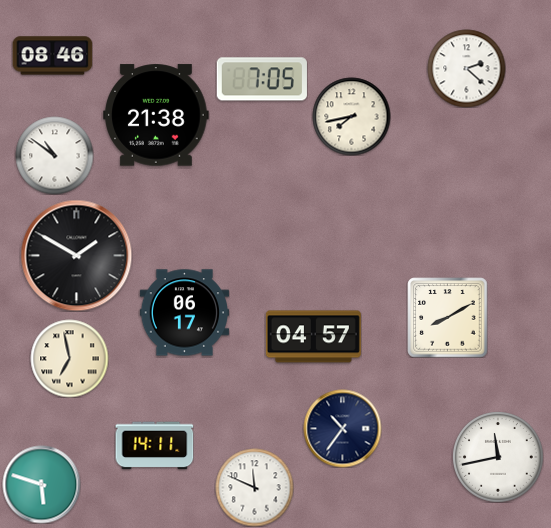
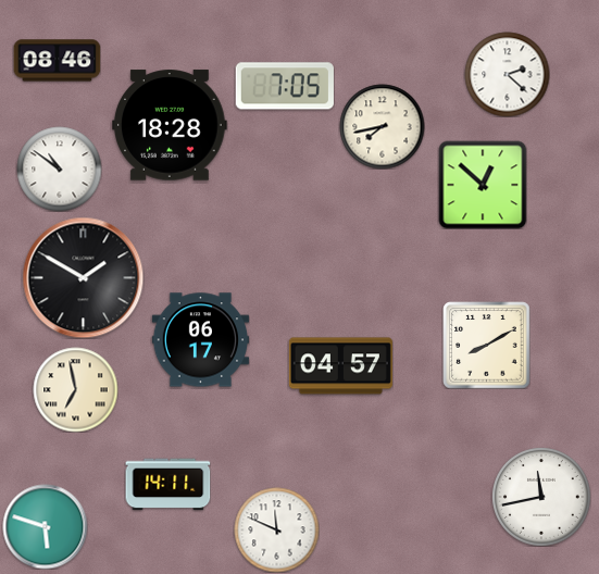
clock at (156, 115): 21:38 -> 18:28
clock at (483, 185): none -> 12:52
clock at (342, 428): 10:36 -> none
